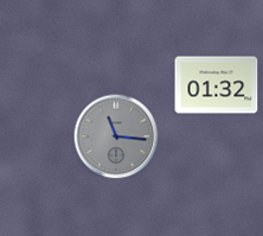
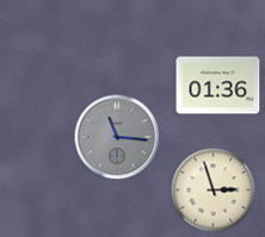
clock at (217, 85): 01:32 -> 01:36
clock at (214, 191): none -> 2:57
